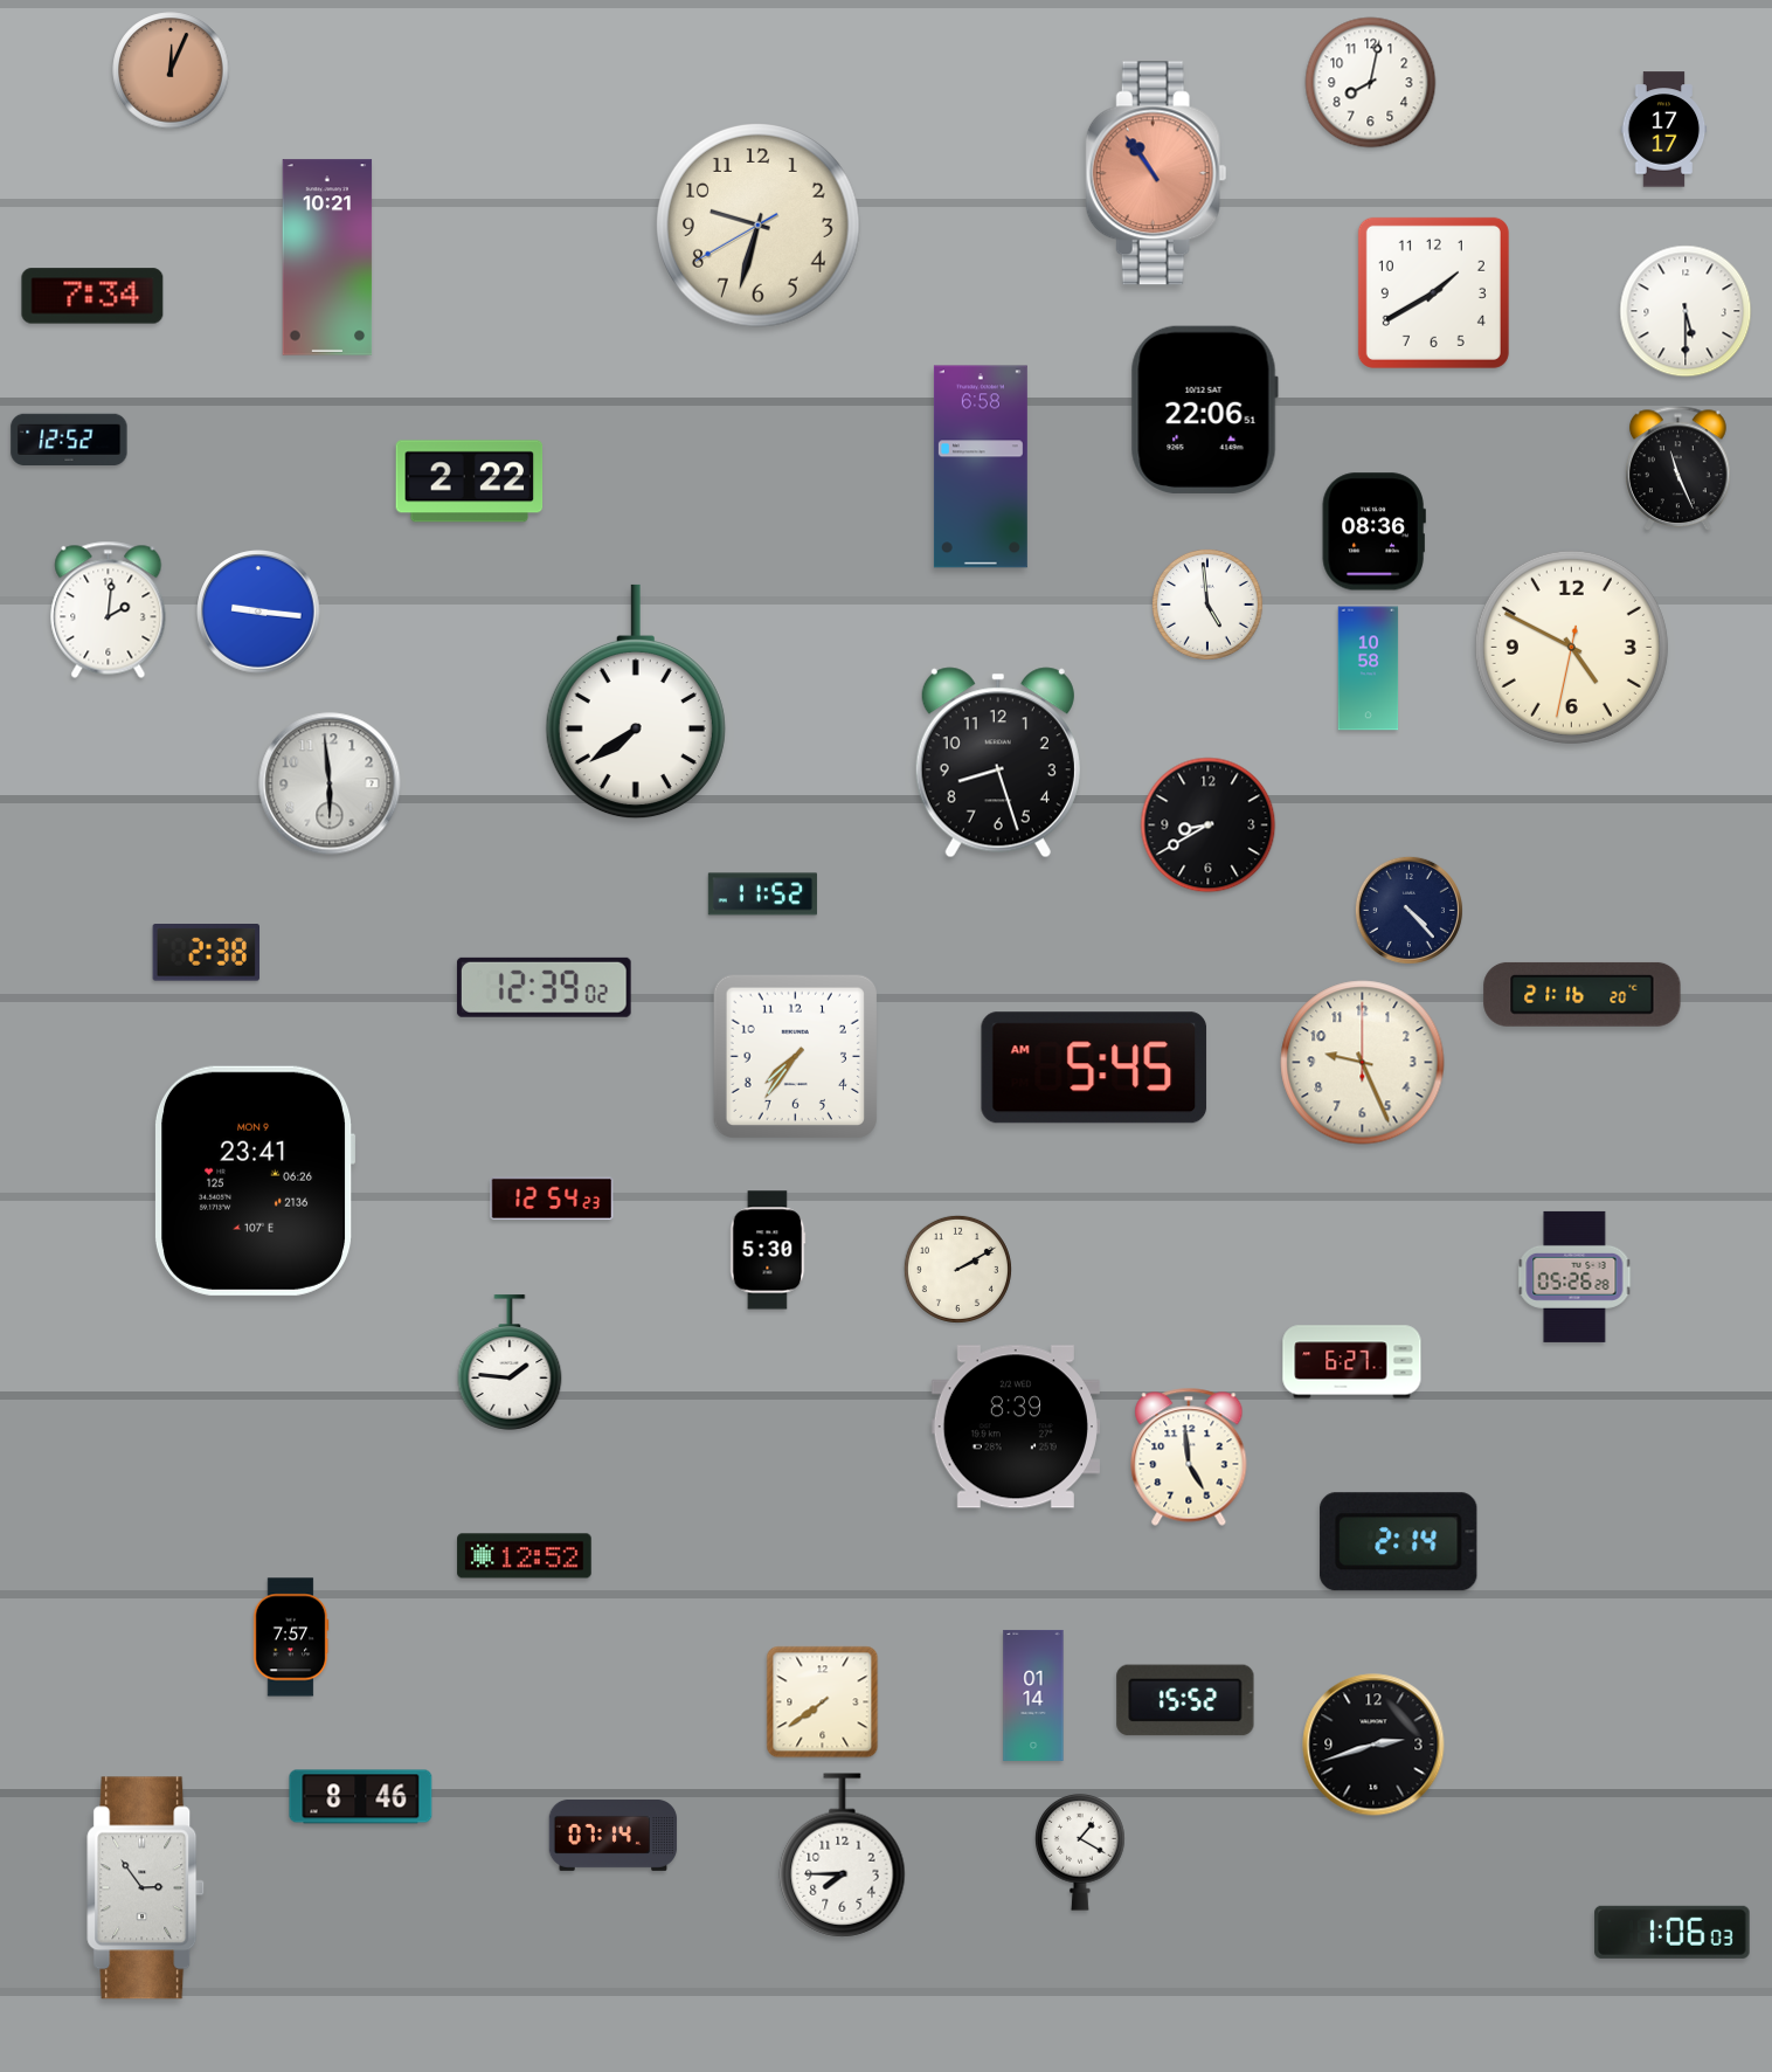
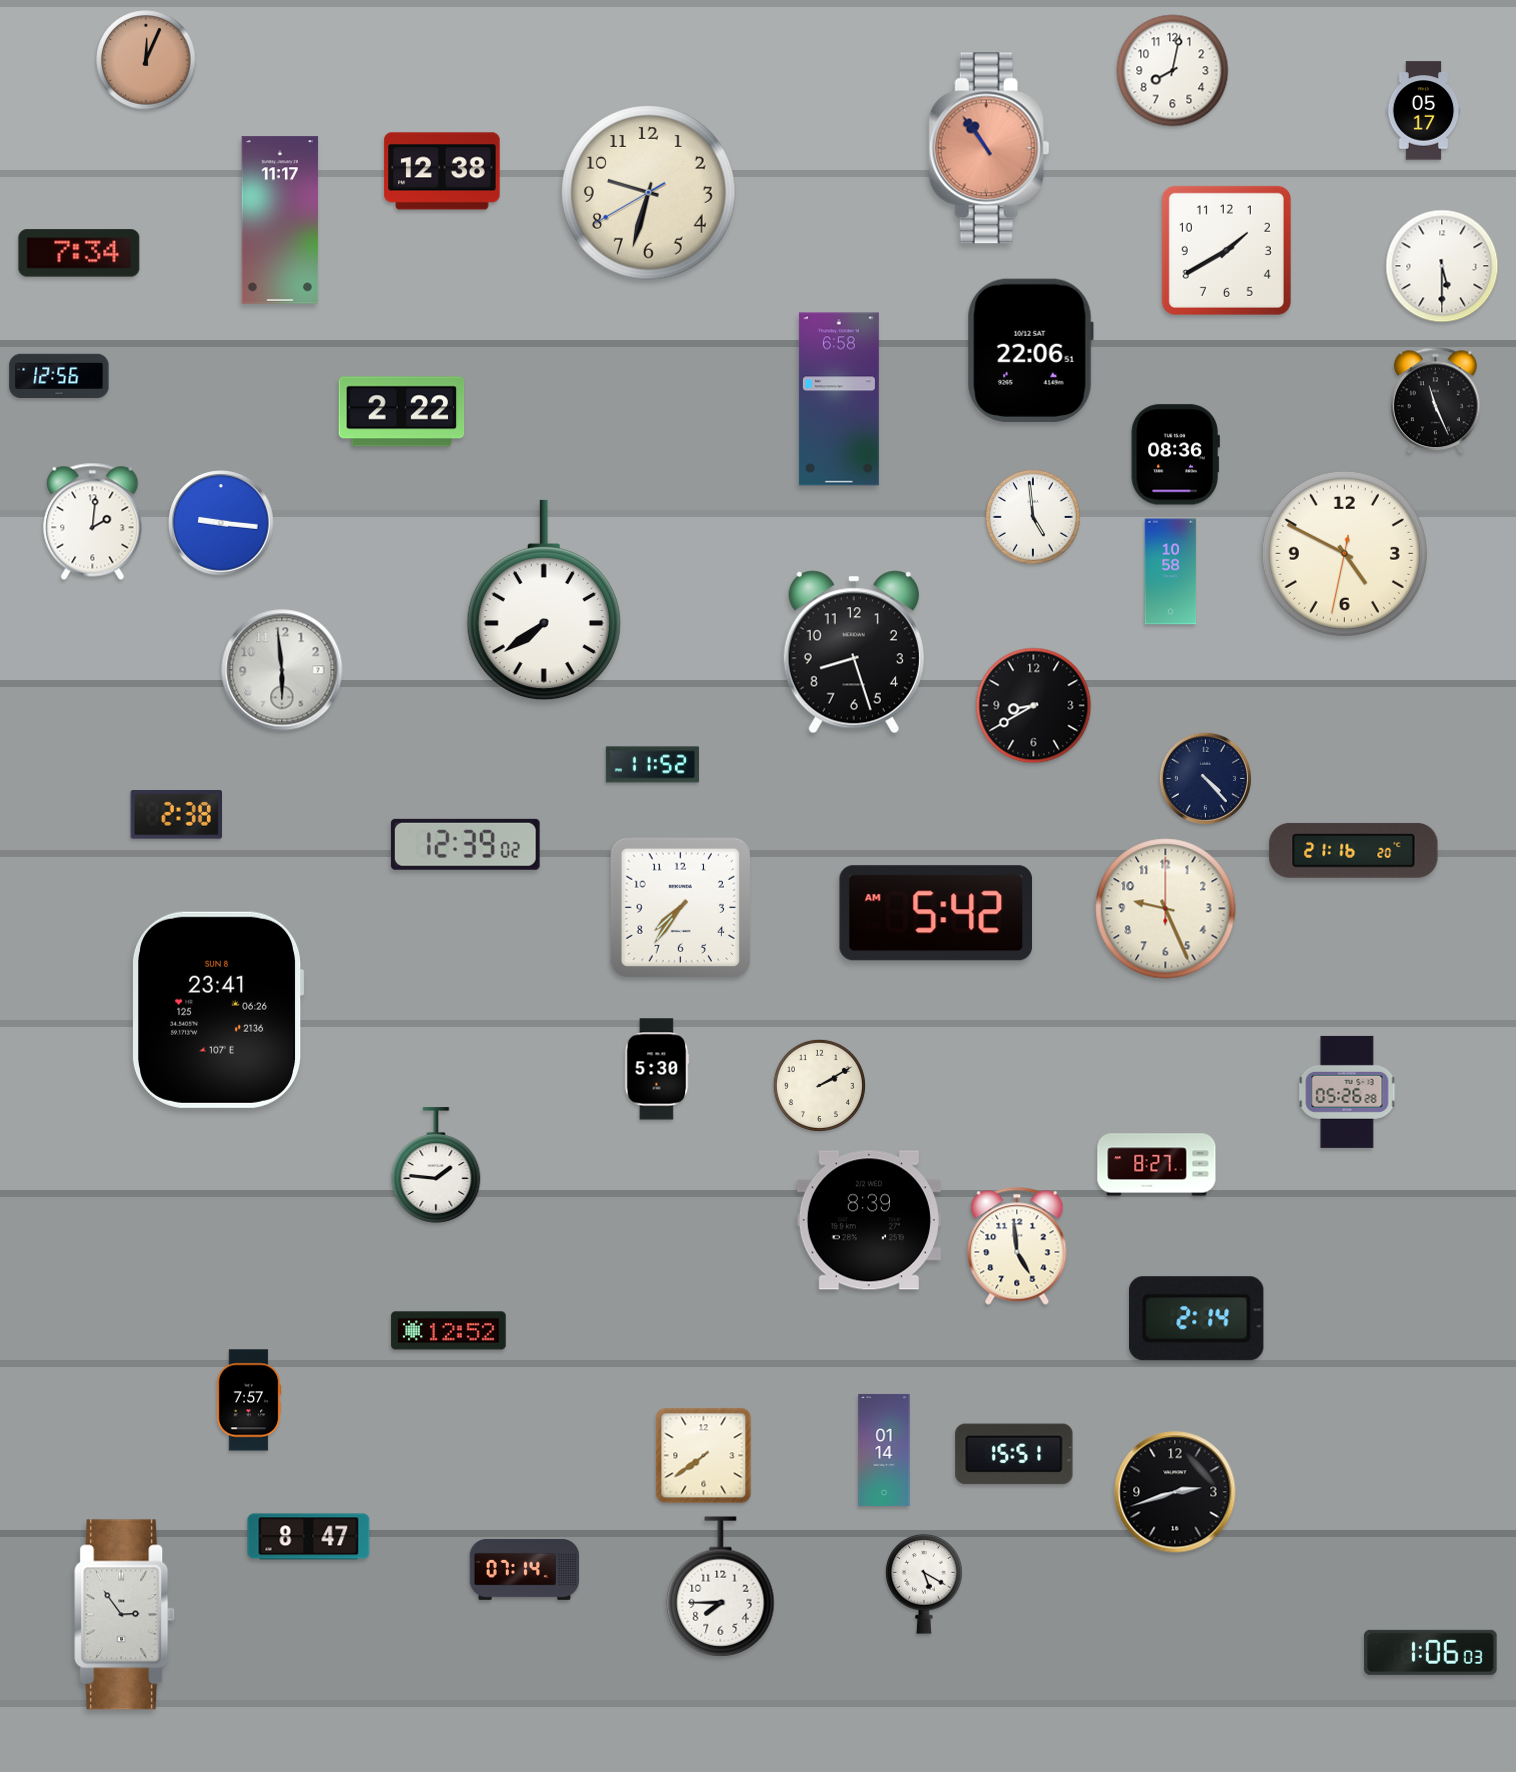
clock at (1664, 130): 17:17 -> 05:17
clock at (442, 171): none -> 12:38
clock at (327, 257): 10:21 -> 11:17
clock at (69, 438): 12:52 -> 12:56
clock at (795, 1056) position: (795, 1056) -> (680, 907)
clock at (1094, 1068): 5:45 -> 5:42
clock at (255, 1181) date: MON 9 -> SUN 8
clock at (552, 1199): 12:54 -> none
clock at (1352, 1362): 6:27 -> 8:27
clock at (1185, 1700): 15:52 -> 15:51
clock at (361, 1797): 8:46 -> 8:47
clock at (1080, 1852): 1:20 -> 5:20
